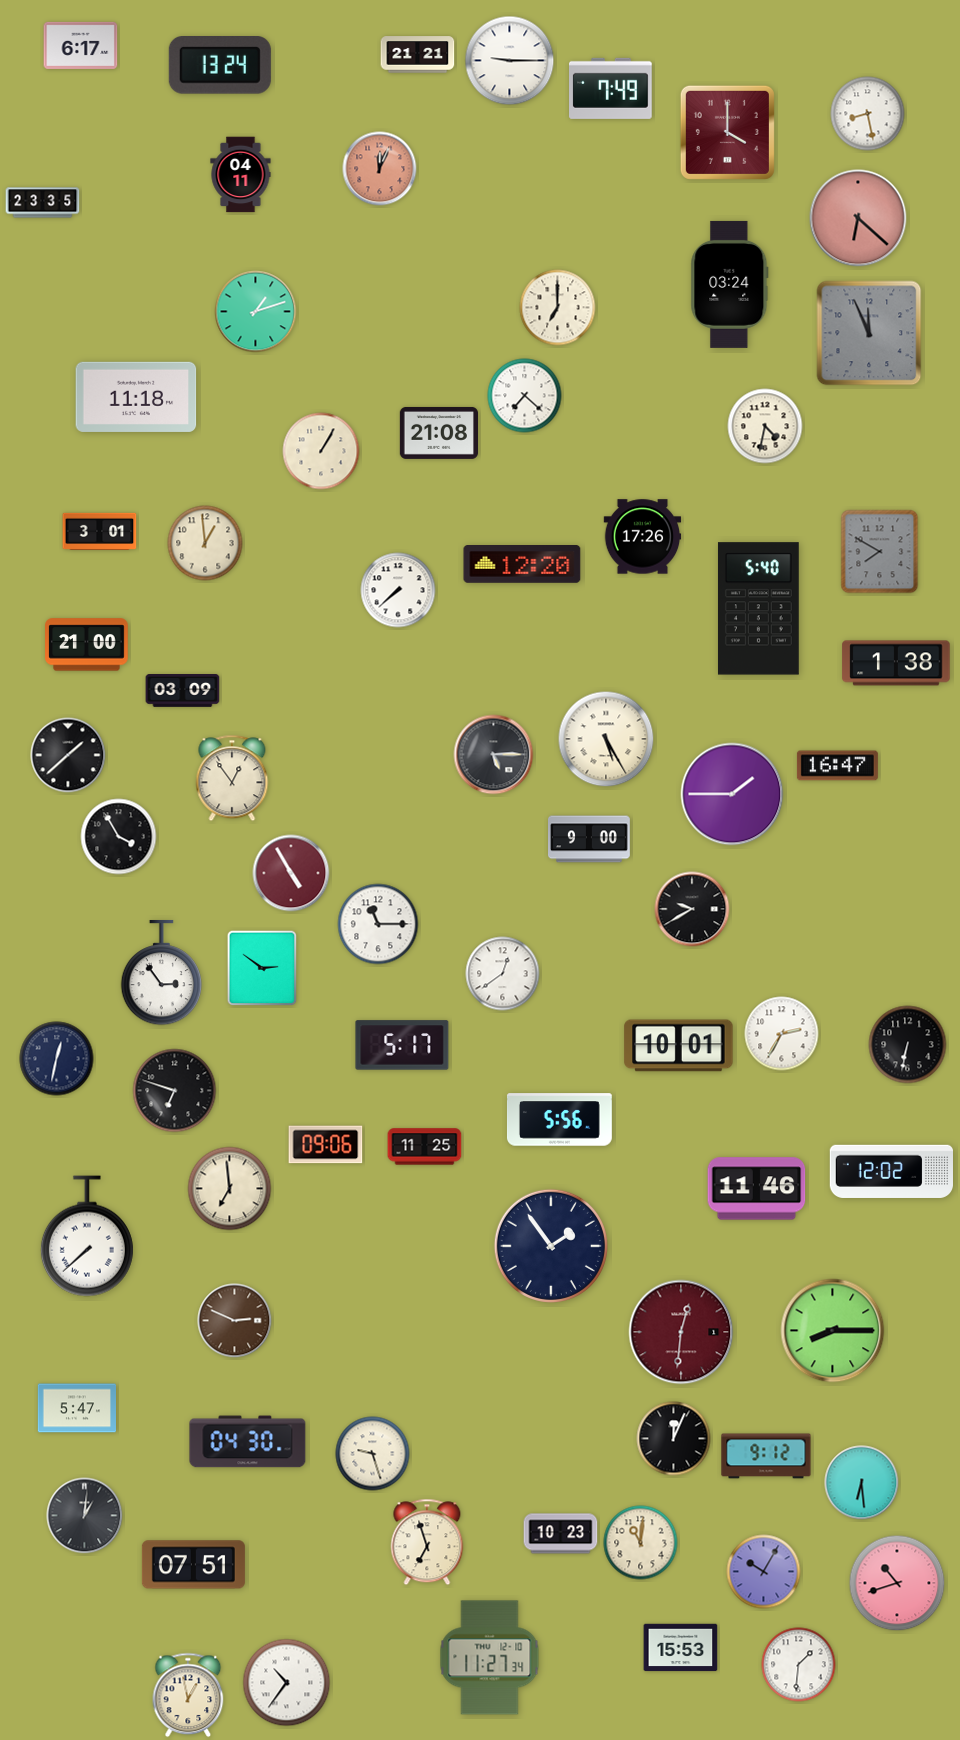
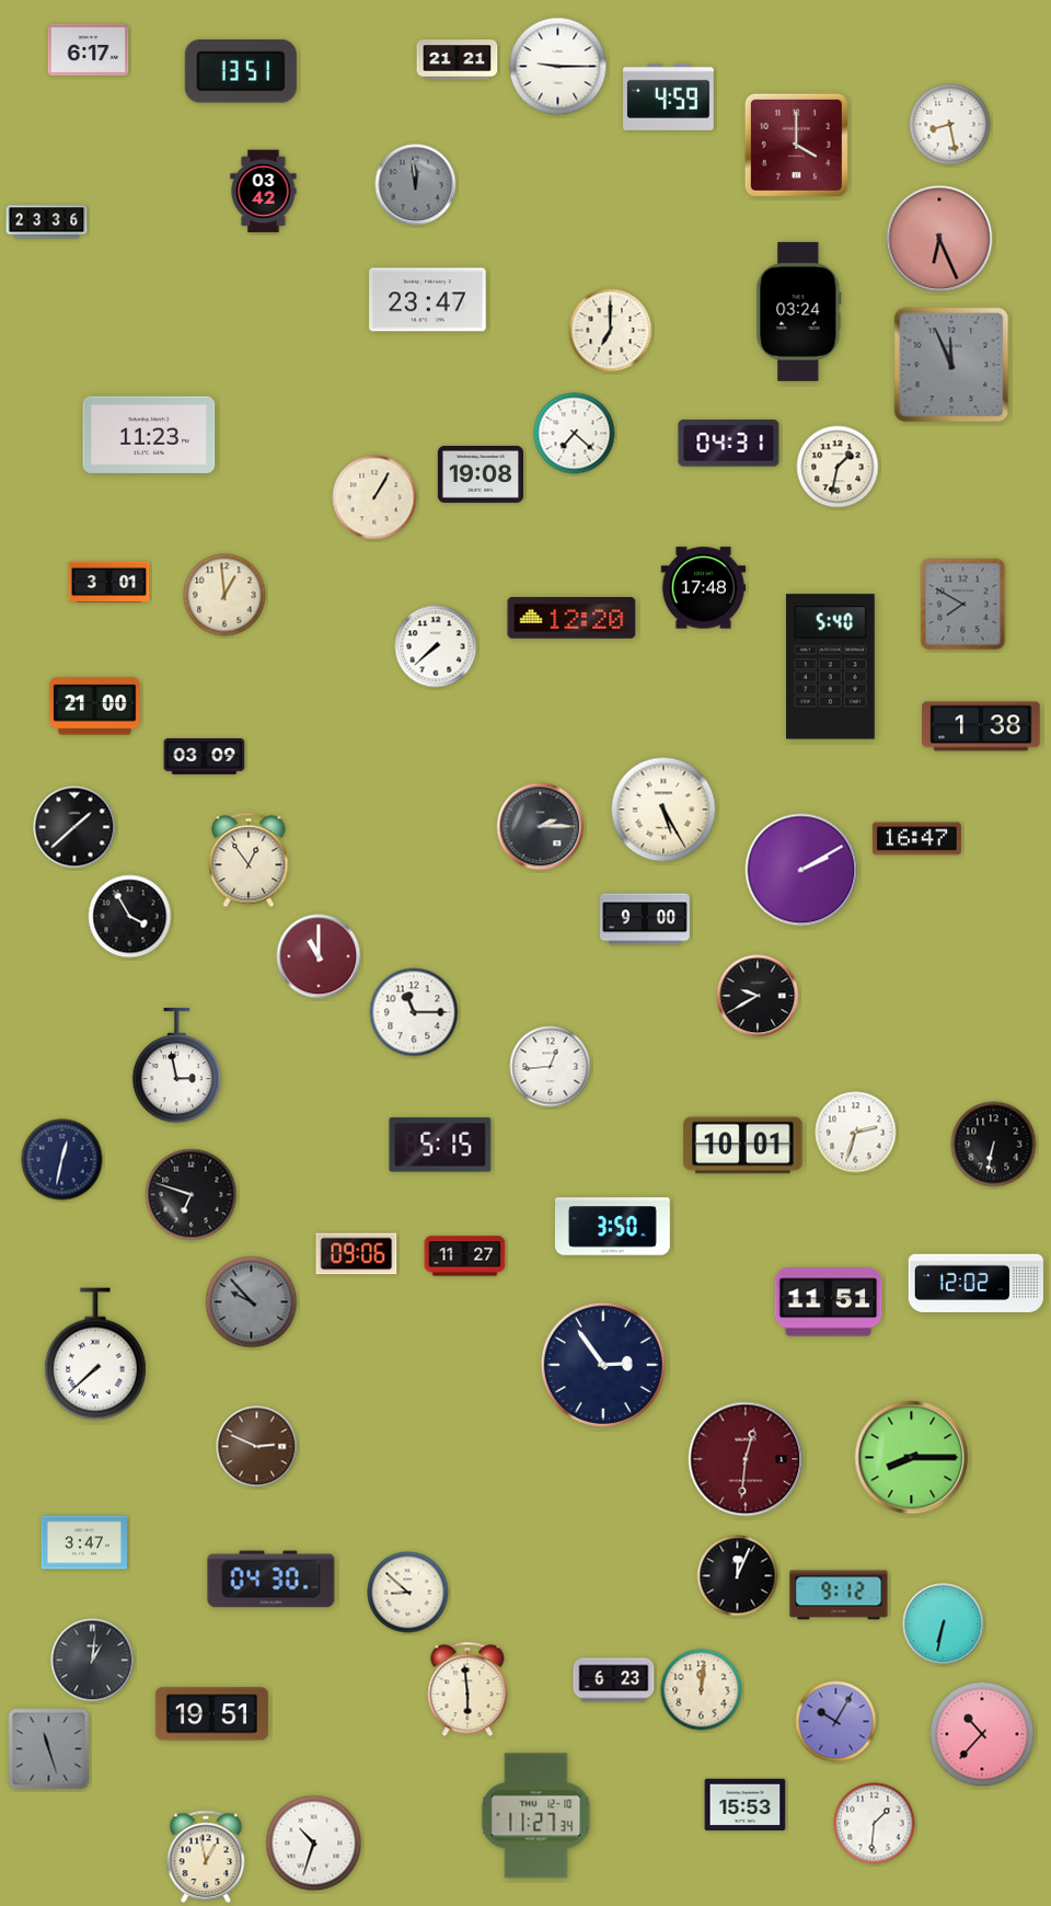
clock at (220, 66): 13:24 -> 13:51
clock at (611, 88): 7:49 -> 4:59
clock at (380, 169): 12:04 -> 11:59
clock at (380, 169) dial: salmon -> grey
clock at (241, 175): 04:11 -> 03:42
clock at (43, 203): 23:35 -> 23:36
clock at (858, 218): 6:22 -> 6:26
clock at (428, 300): none -> 23:47
clock at (558, 308) position: (558, 308) -> (611, 331)
clock at (256, 312): 1:12 -> none
clock at (136, 397): 11:18 -> 11:23
clock at (729, 444): none -> 04:31
clock at (765, 426): 4:32 -> 1:32
clock at (438, 433): 21:08 -> 19:08
clock at (321, 451) position: (321, 451) -> (374, 497)
clock at (643, 537): 17:26 -> 17:48
clock at (183, 691) position: (183, 691) -> (205, 757)
clock at (494, 755): 5:15 -> 2:15
clock at (232, 778) position: (232, 778) -> (249, 860)
clock at (732, 794): 1:45 -> 2:10
clock at (291, 873): 4:55 -> 11:00
clock at (262, 968): 2:51 -> none
clock at (162, 973): 2:54 -> 2:58
clock at (503, 974): 12:39 -> 12:44
clock at (782, 1034): 2:35 -> 2:33
clock at (402, 1045): 5:17 -> 5:15
clock at (559, 1120): 5:56 -> 3:50
clock at (425, 1147): 11:25 -> 11:27
clock at (230, 1189): 6:59 -> 9:53
clock at (230, 1189) dial: cream -> grey
clock at (757, 1189): 11:46 -> 11:51
clock at (551, 1246): 1:54 -> 2:54
clock at (76, 1408): 5:47 -> 3:47
clock at (373, 1454): 9:27 -> 8:52
clock at (862, 1483): 6:29 -> 6:32
clock at (561, 1534): 10:23 -> 6:23
clock at (427, 1542): 6:57 -> 5:59
clock at (641, 1543): 11:01 -> 12:01
clock at (193, 1565): 07:51 -> 19:51
clock at (897, 1583): 10:42 -> 10:37
clock at (49, 1749): none -> 11:27
clock at (287, 1683): 10:36 -> 10:33
